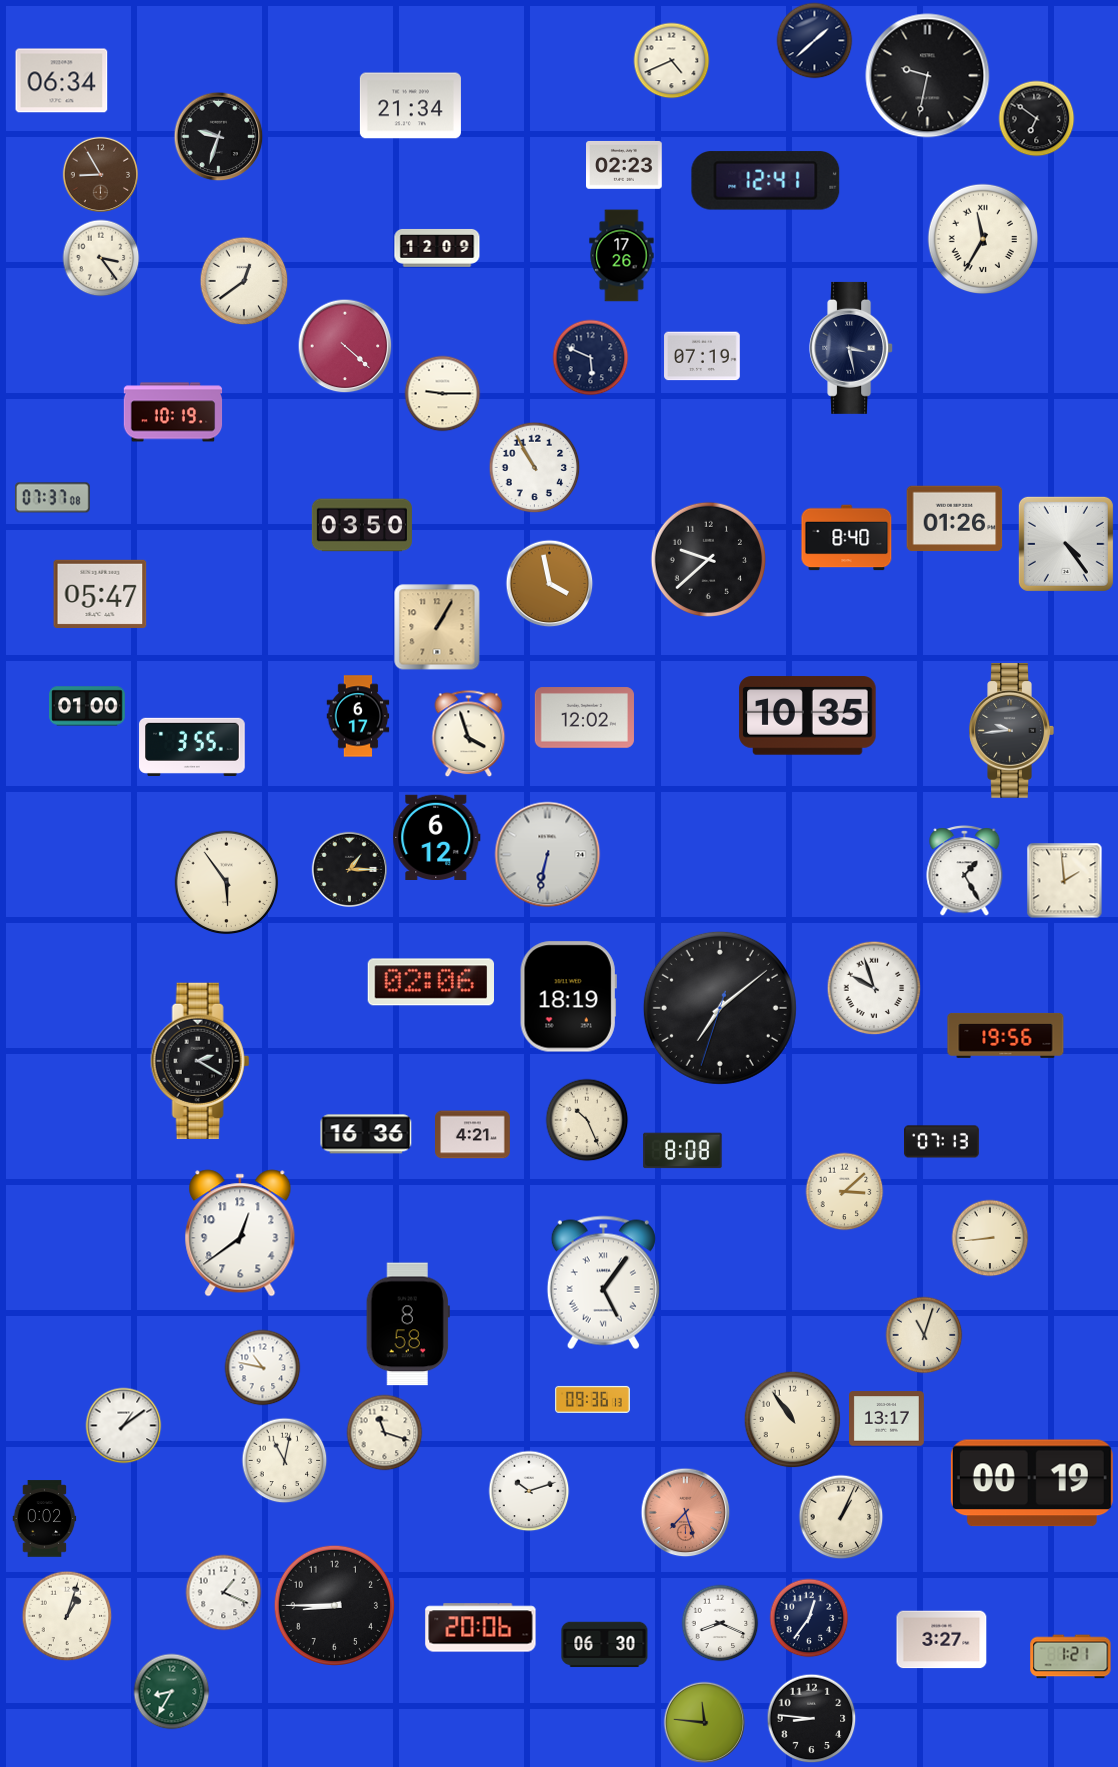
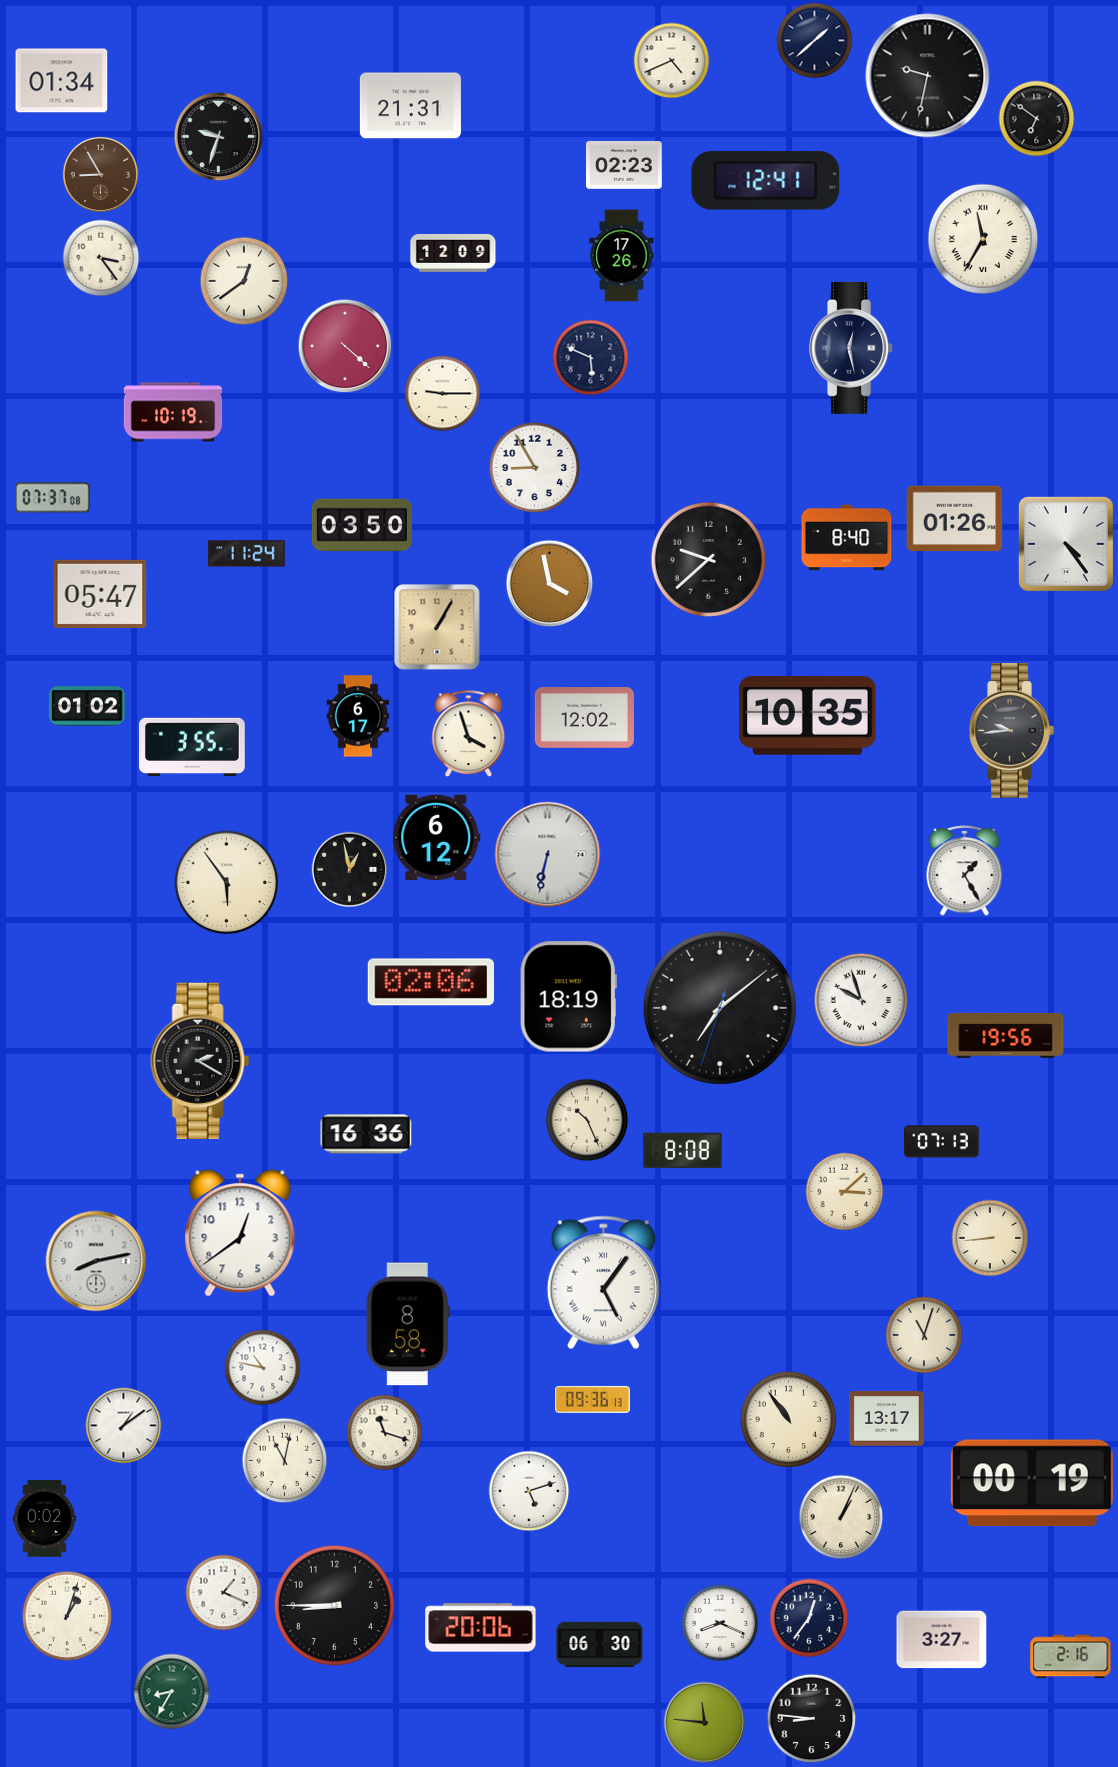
clock at (62, 81): 06:34 -> 01:34
clock at (410, 106): 21:34 -> 21:31
clock at (437, 248) position: (437, 248) -> (453, 253)
clock at (852, 348): 3:28 -> 12:28
clock at (702, 356): 07:19 -> none
clock at (535, 468): 10:55 -> 8:55
clock at (247, 554): none -> 11:24
clock at (87, 706): 01:00 -> 01:02
clock at (349, 869): 1:15 -> 12:58
clock at (1065, 881): 1:59 -> none
clock at (874, 988) position: (874, 988) -> (861, 1000)
clock at (473, 1135): 4:21 -> none
clock at (96, 1261): none -> 8:13
clock at (793, 1420) position: (793, 1420) -> (789, 1420)
clock at (529, 1491): 10:12 -> 5:12
clock at (686, 1513): 7:27 -> none
clock at (605, 1645) position: (605, 1645) -> (600, 1645)
clock at (1071, 1657): 1:21 -> 2:16
